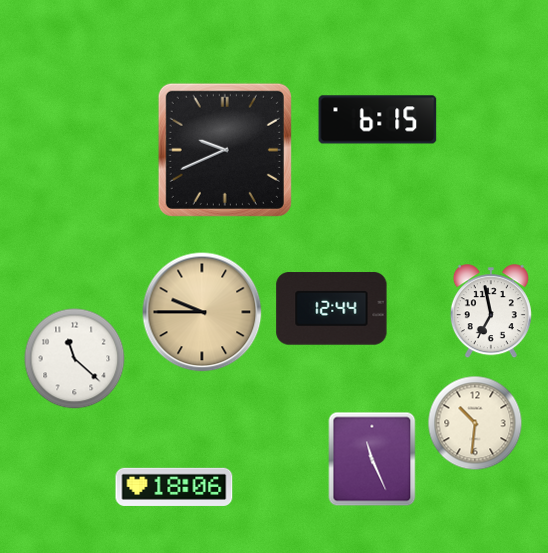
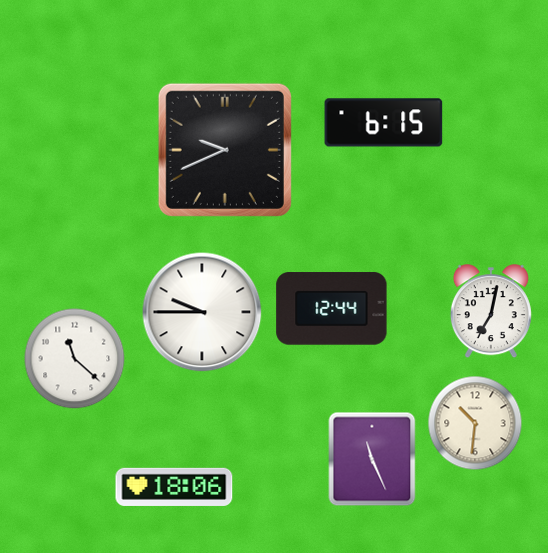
clock at (378, 120) position: (378, 120) -> (384, 123)
clock at (202, 312) dial: champagne -> white
clock at (491, 312): 6:58 -> 7:02
